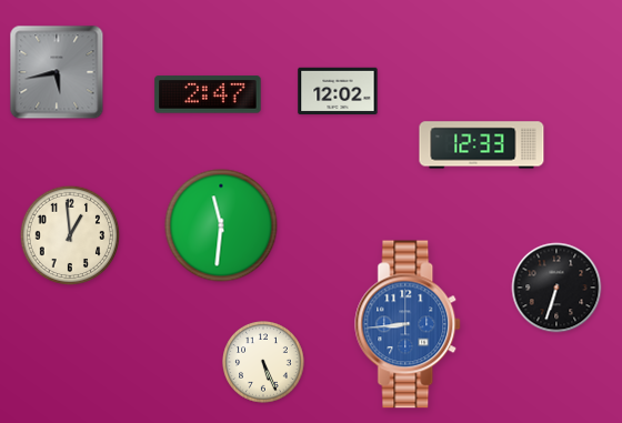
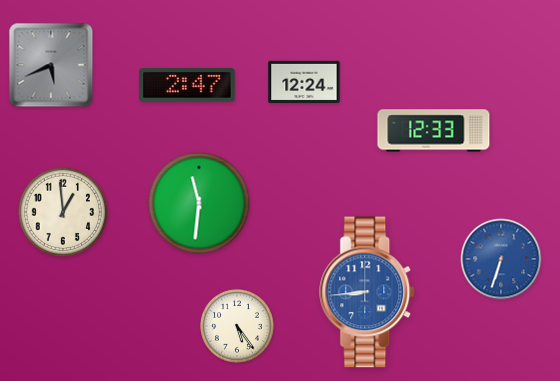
clock at (57, 72): 5:43 -> 5:41
clock at (338, 91): 12:02 -> 12:24
clock at (556, 288) dial: black -> blue
clock at (263, 362): 5:26 -> 5:24
